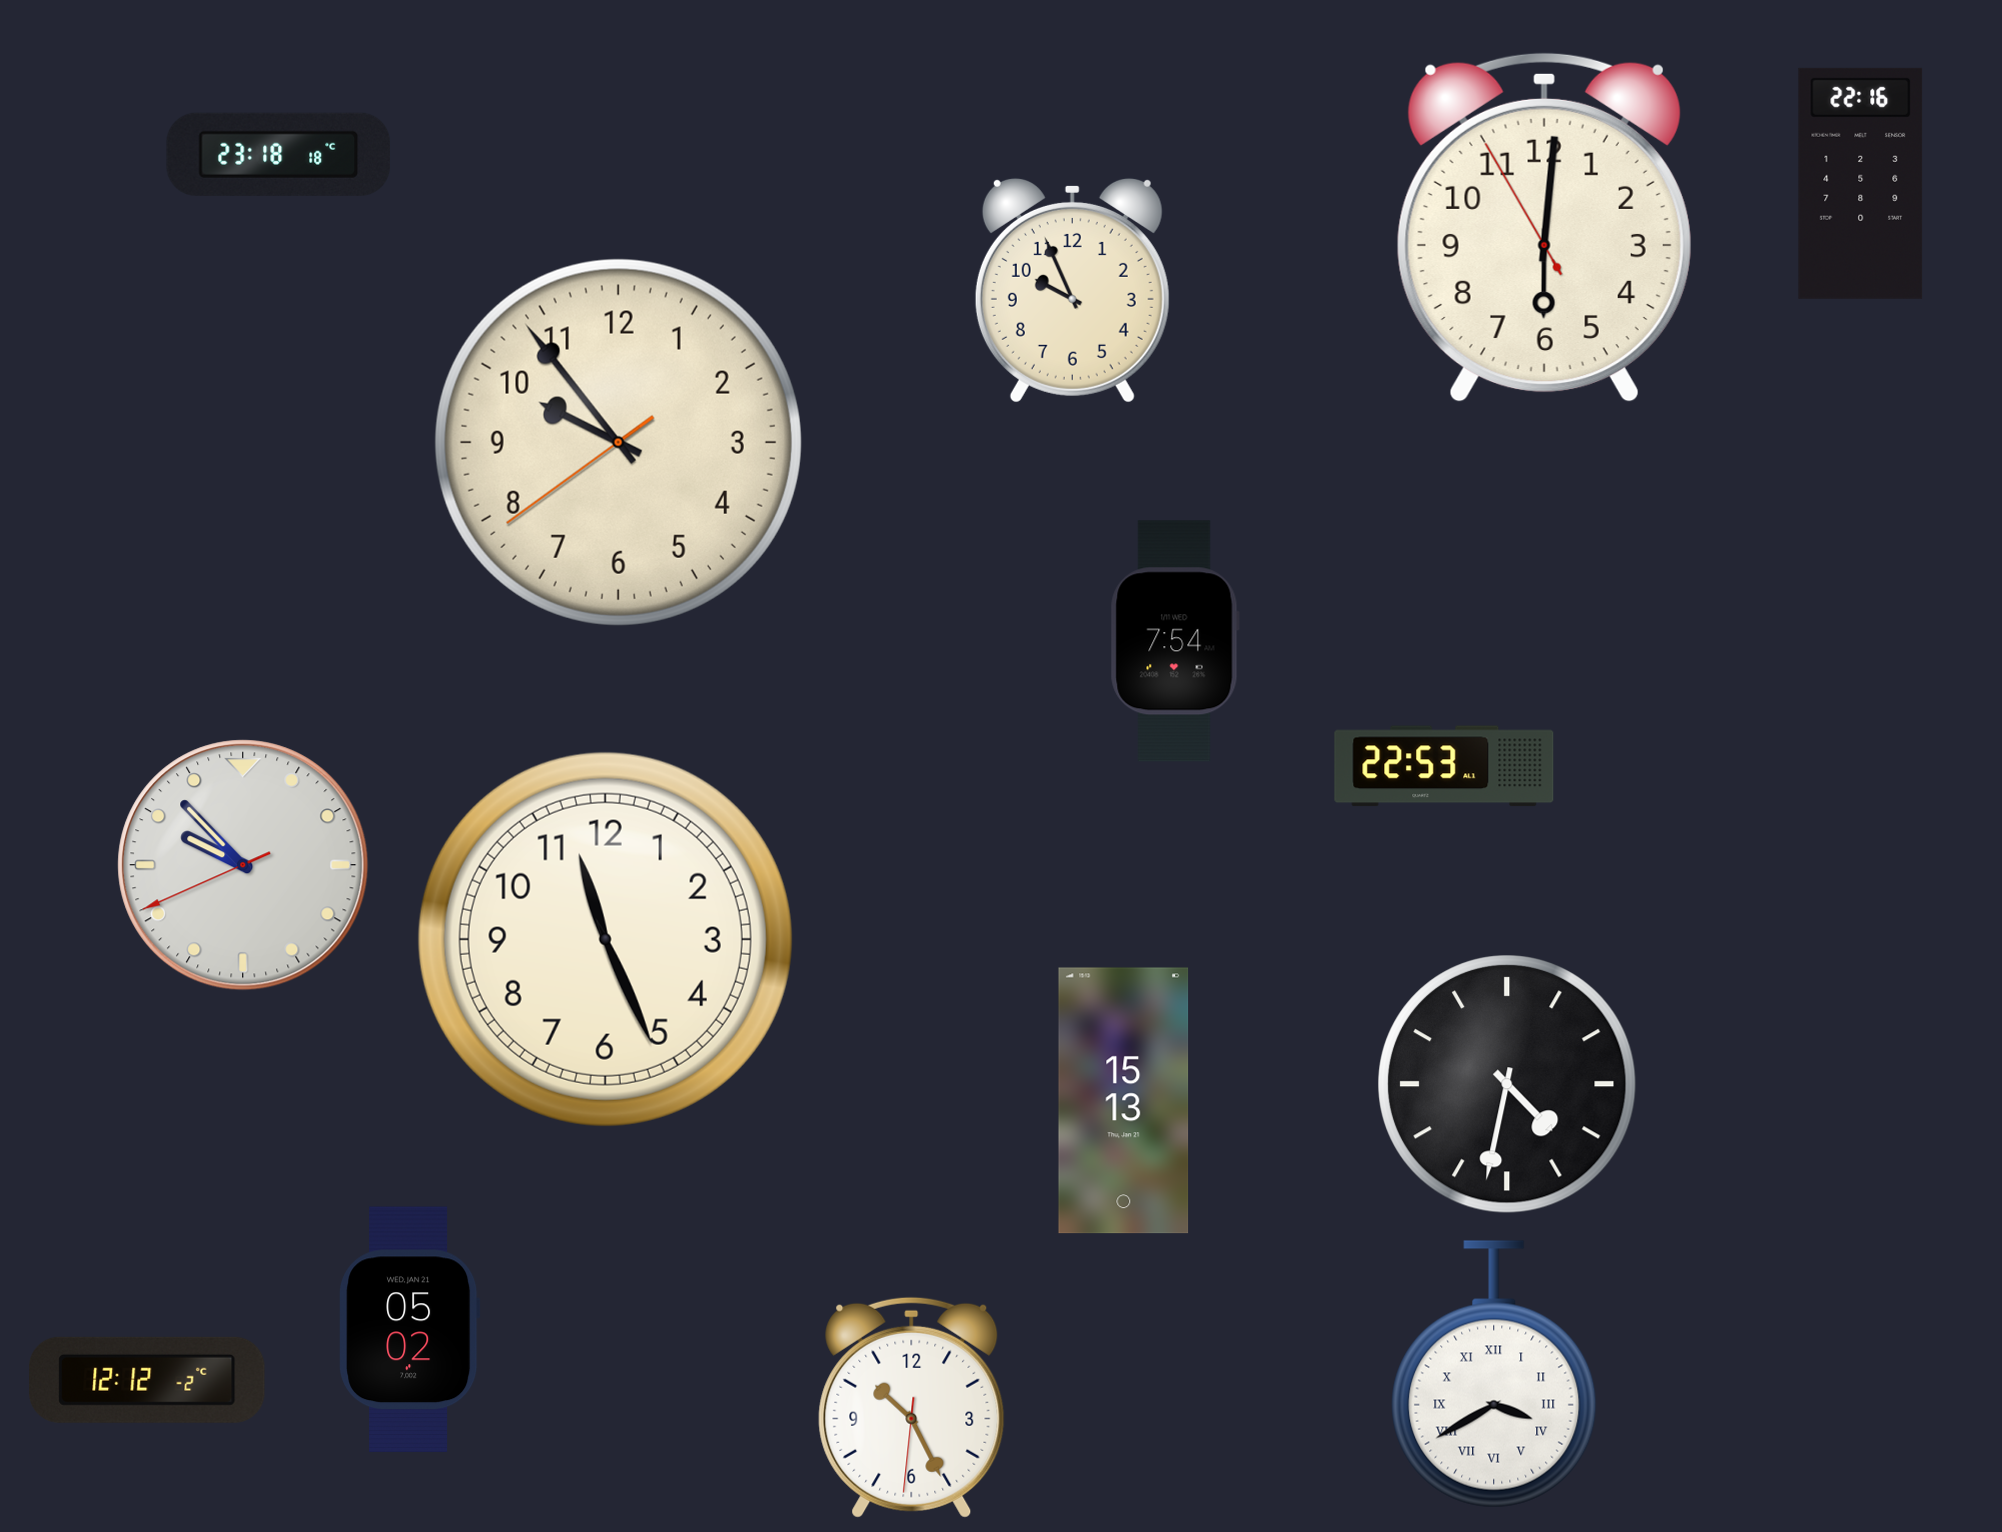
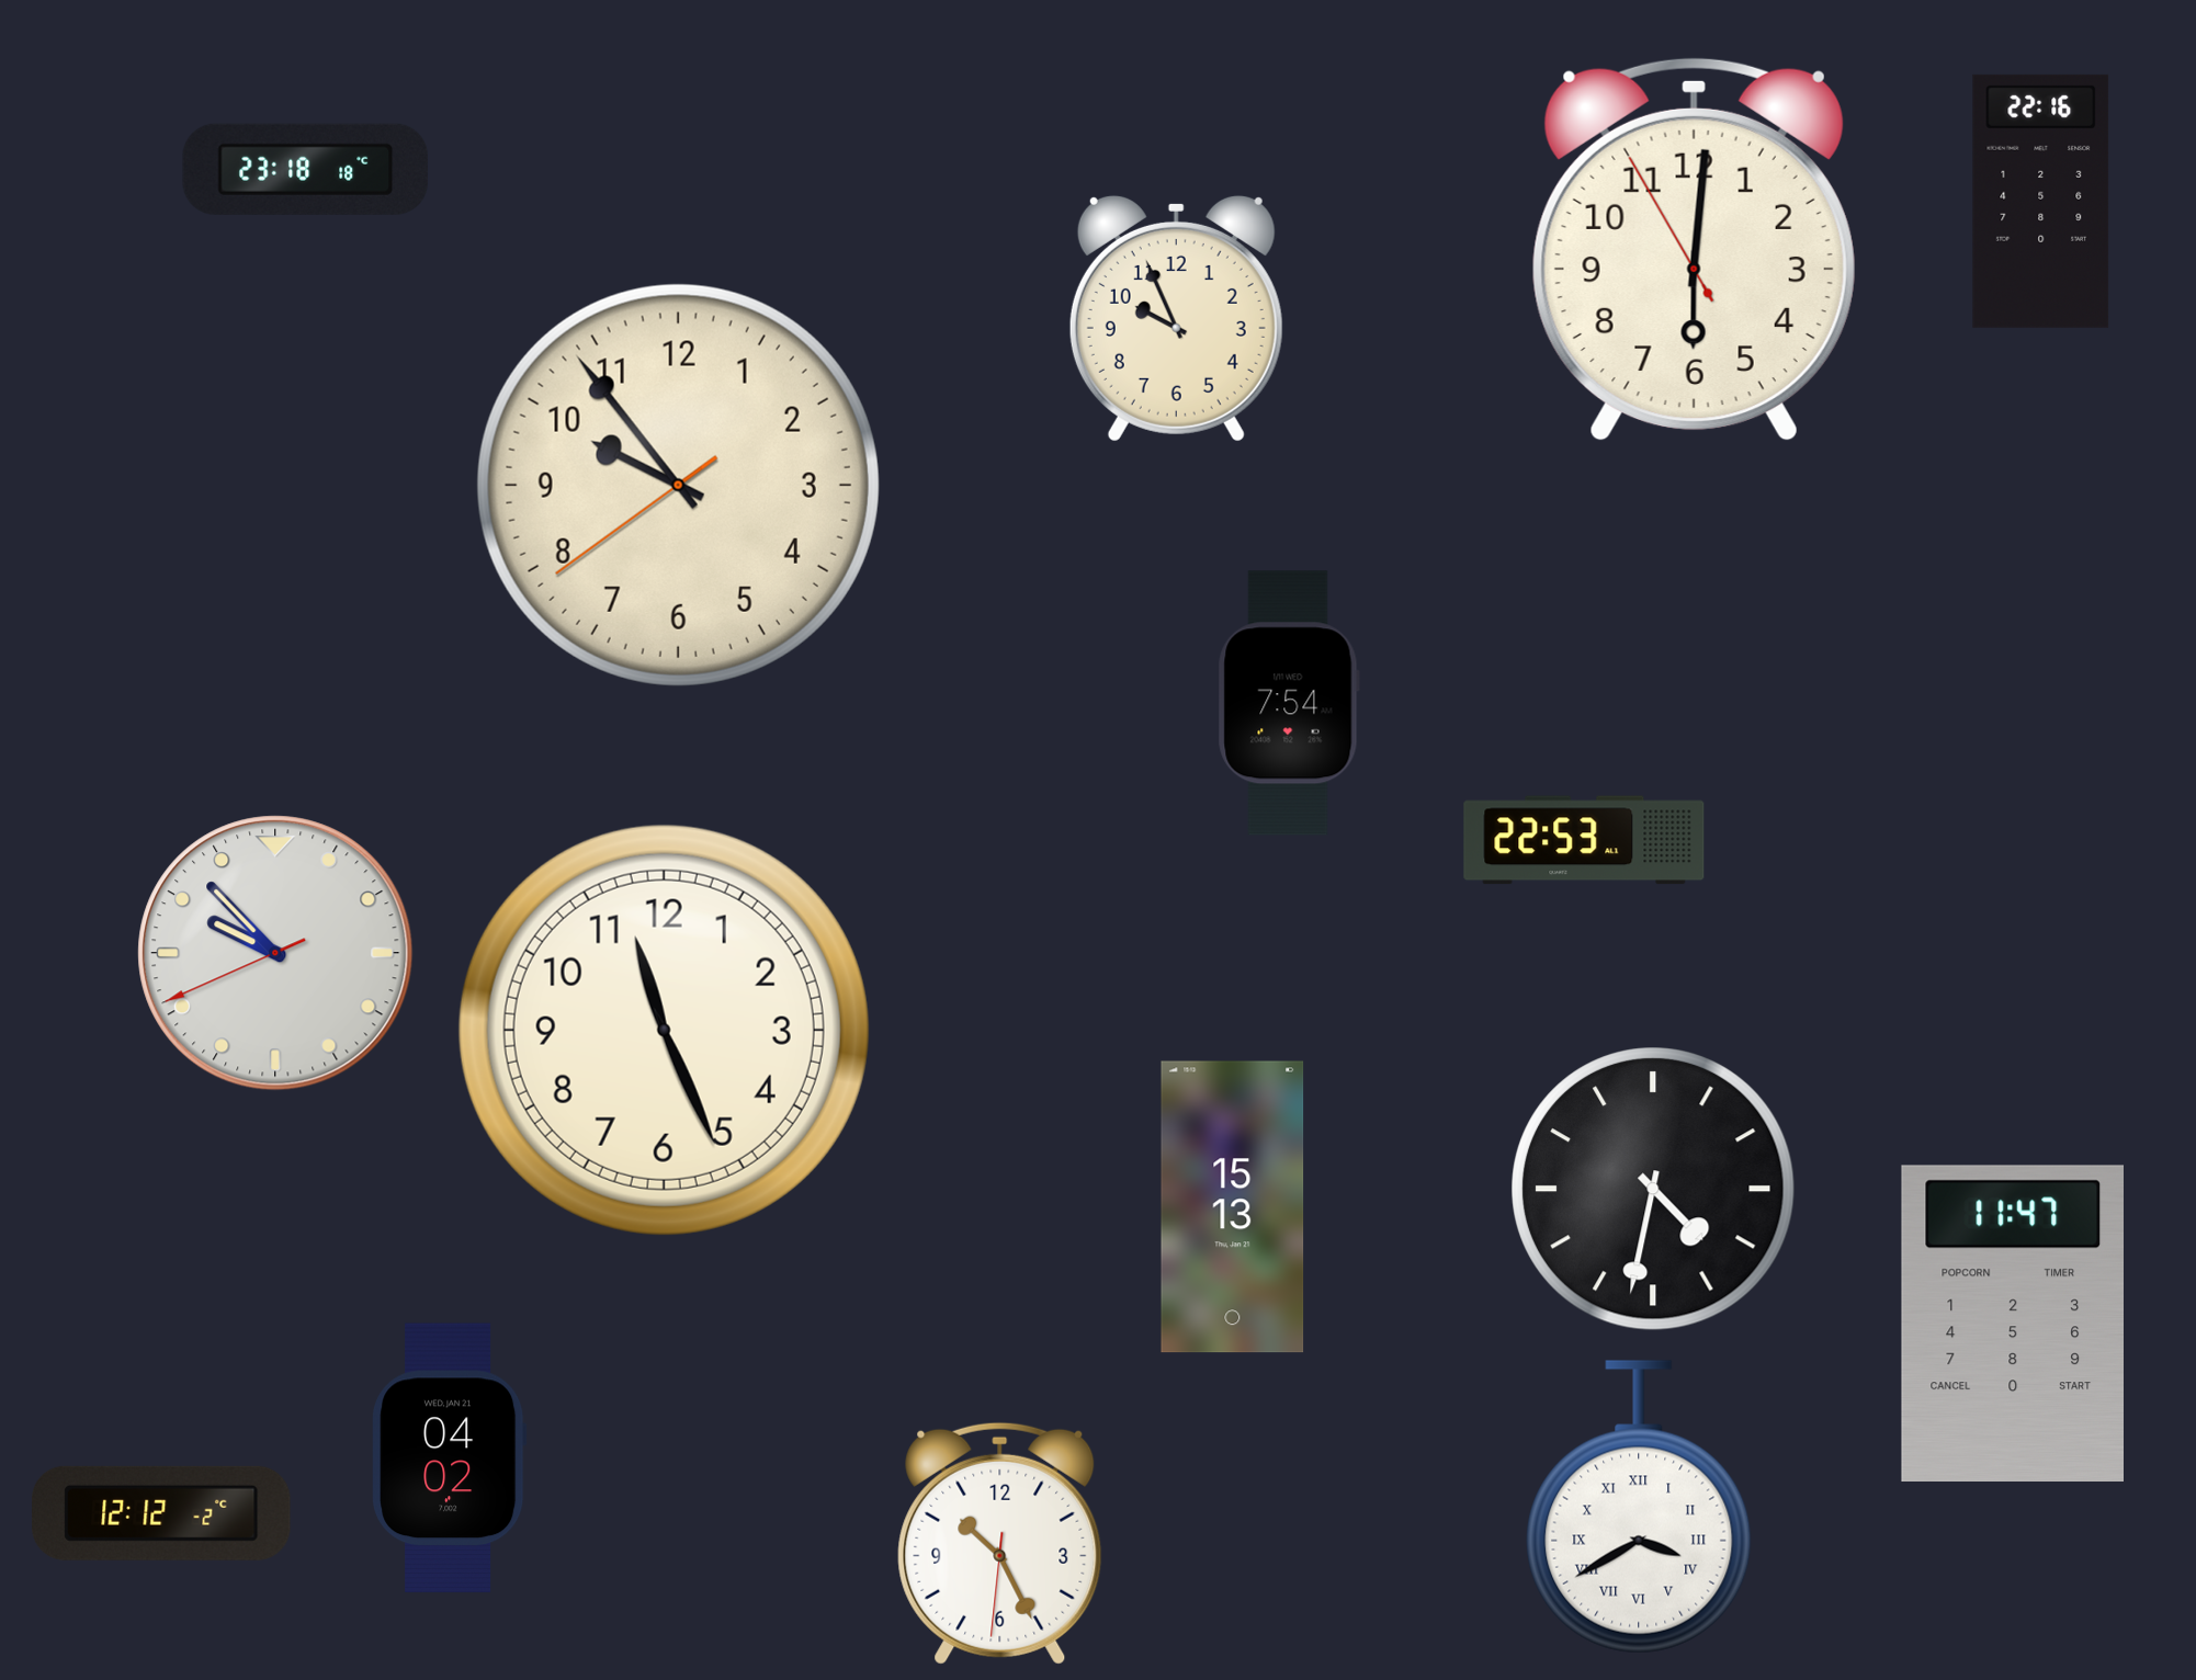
clock at (243, 865) position: (243, 865) -> (275, 953)
clock at (2012, 1323): none -> 11:47
clock at (410, 1330): 05:02 -> 04:02
